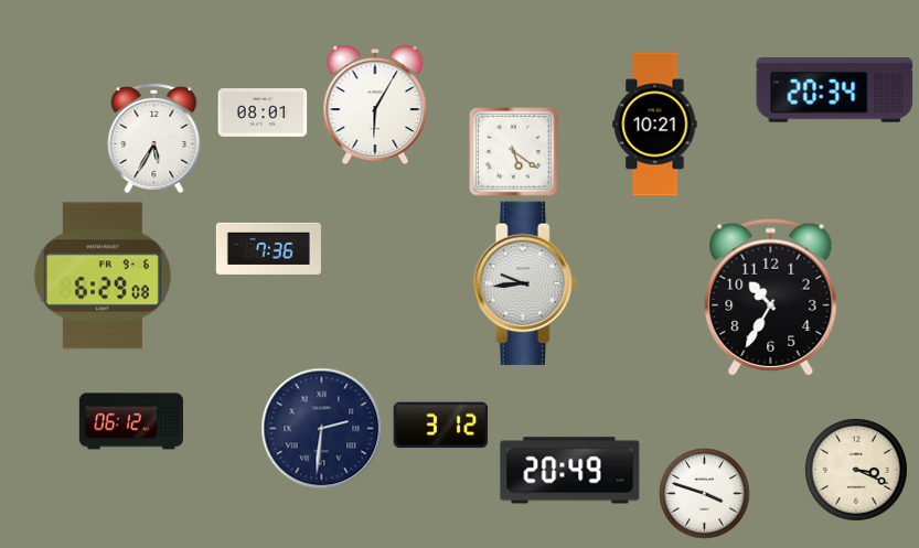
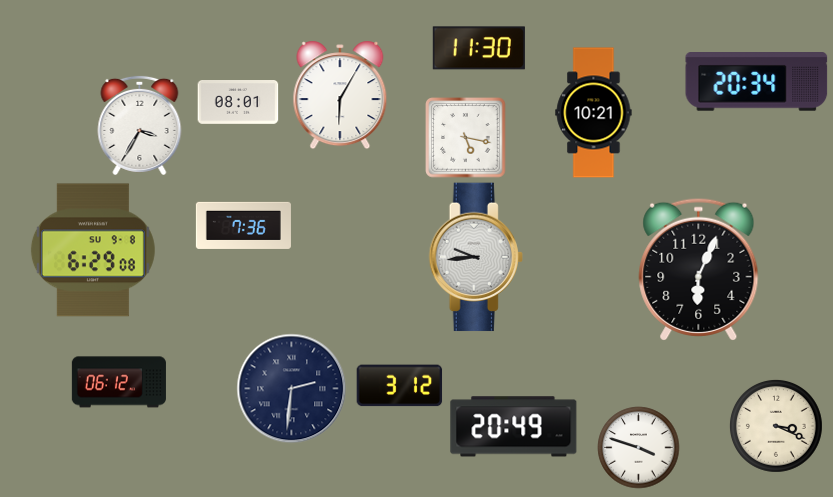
clock at (479, 48): none -> 11:30
clock at (154, 138): 5:35 -> 3:35
clock at (513, 151): 5:21 -> 5:17
clock at (103, 276) date: FR 9-6 -> SU 9-8
clock at (771, 297): 10:35 -> 6:04
clock at (570, 471) position: (570, 471) -> (514, 427)
